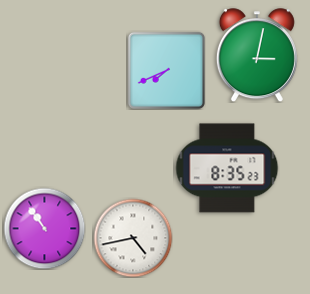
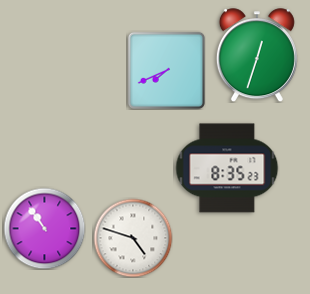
clock at (257, 55): 3:02 -> 12:33
clock at (133, 238): 4:43 -> 4:48
